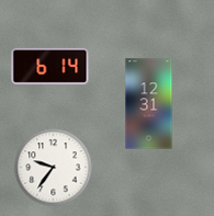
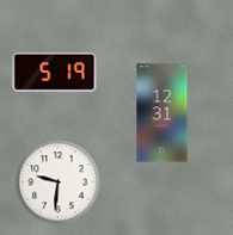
clock at (50, 66): 6:14 -> 5:19
clock at (54, 168): 9:36 -> 9:31
